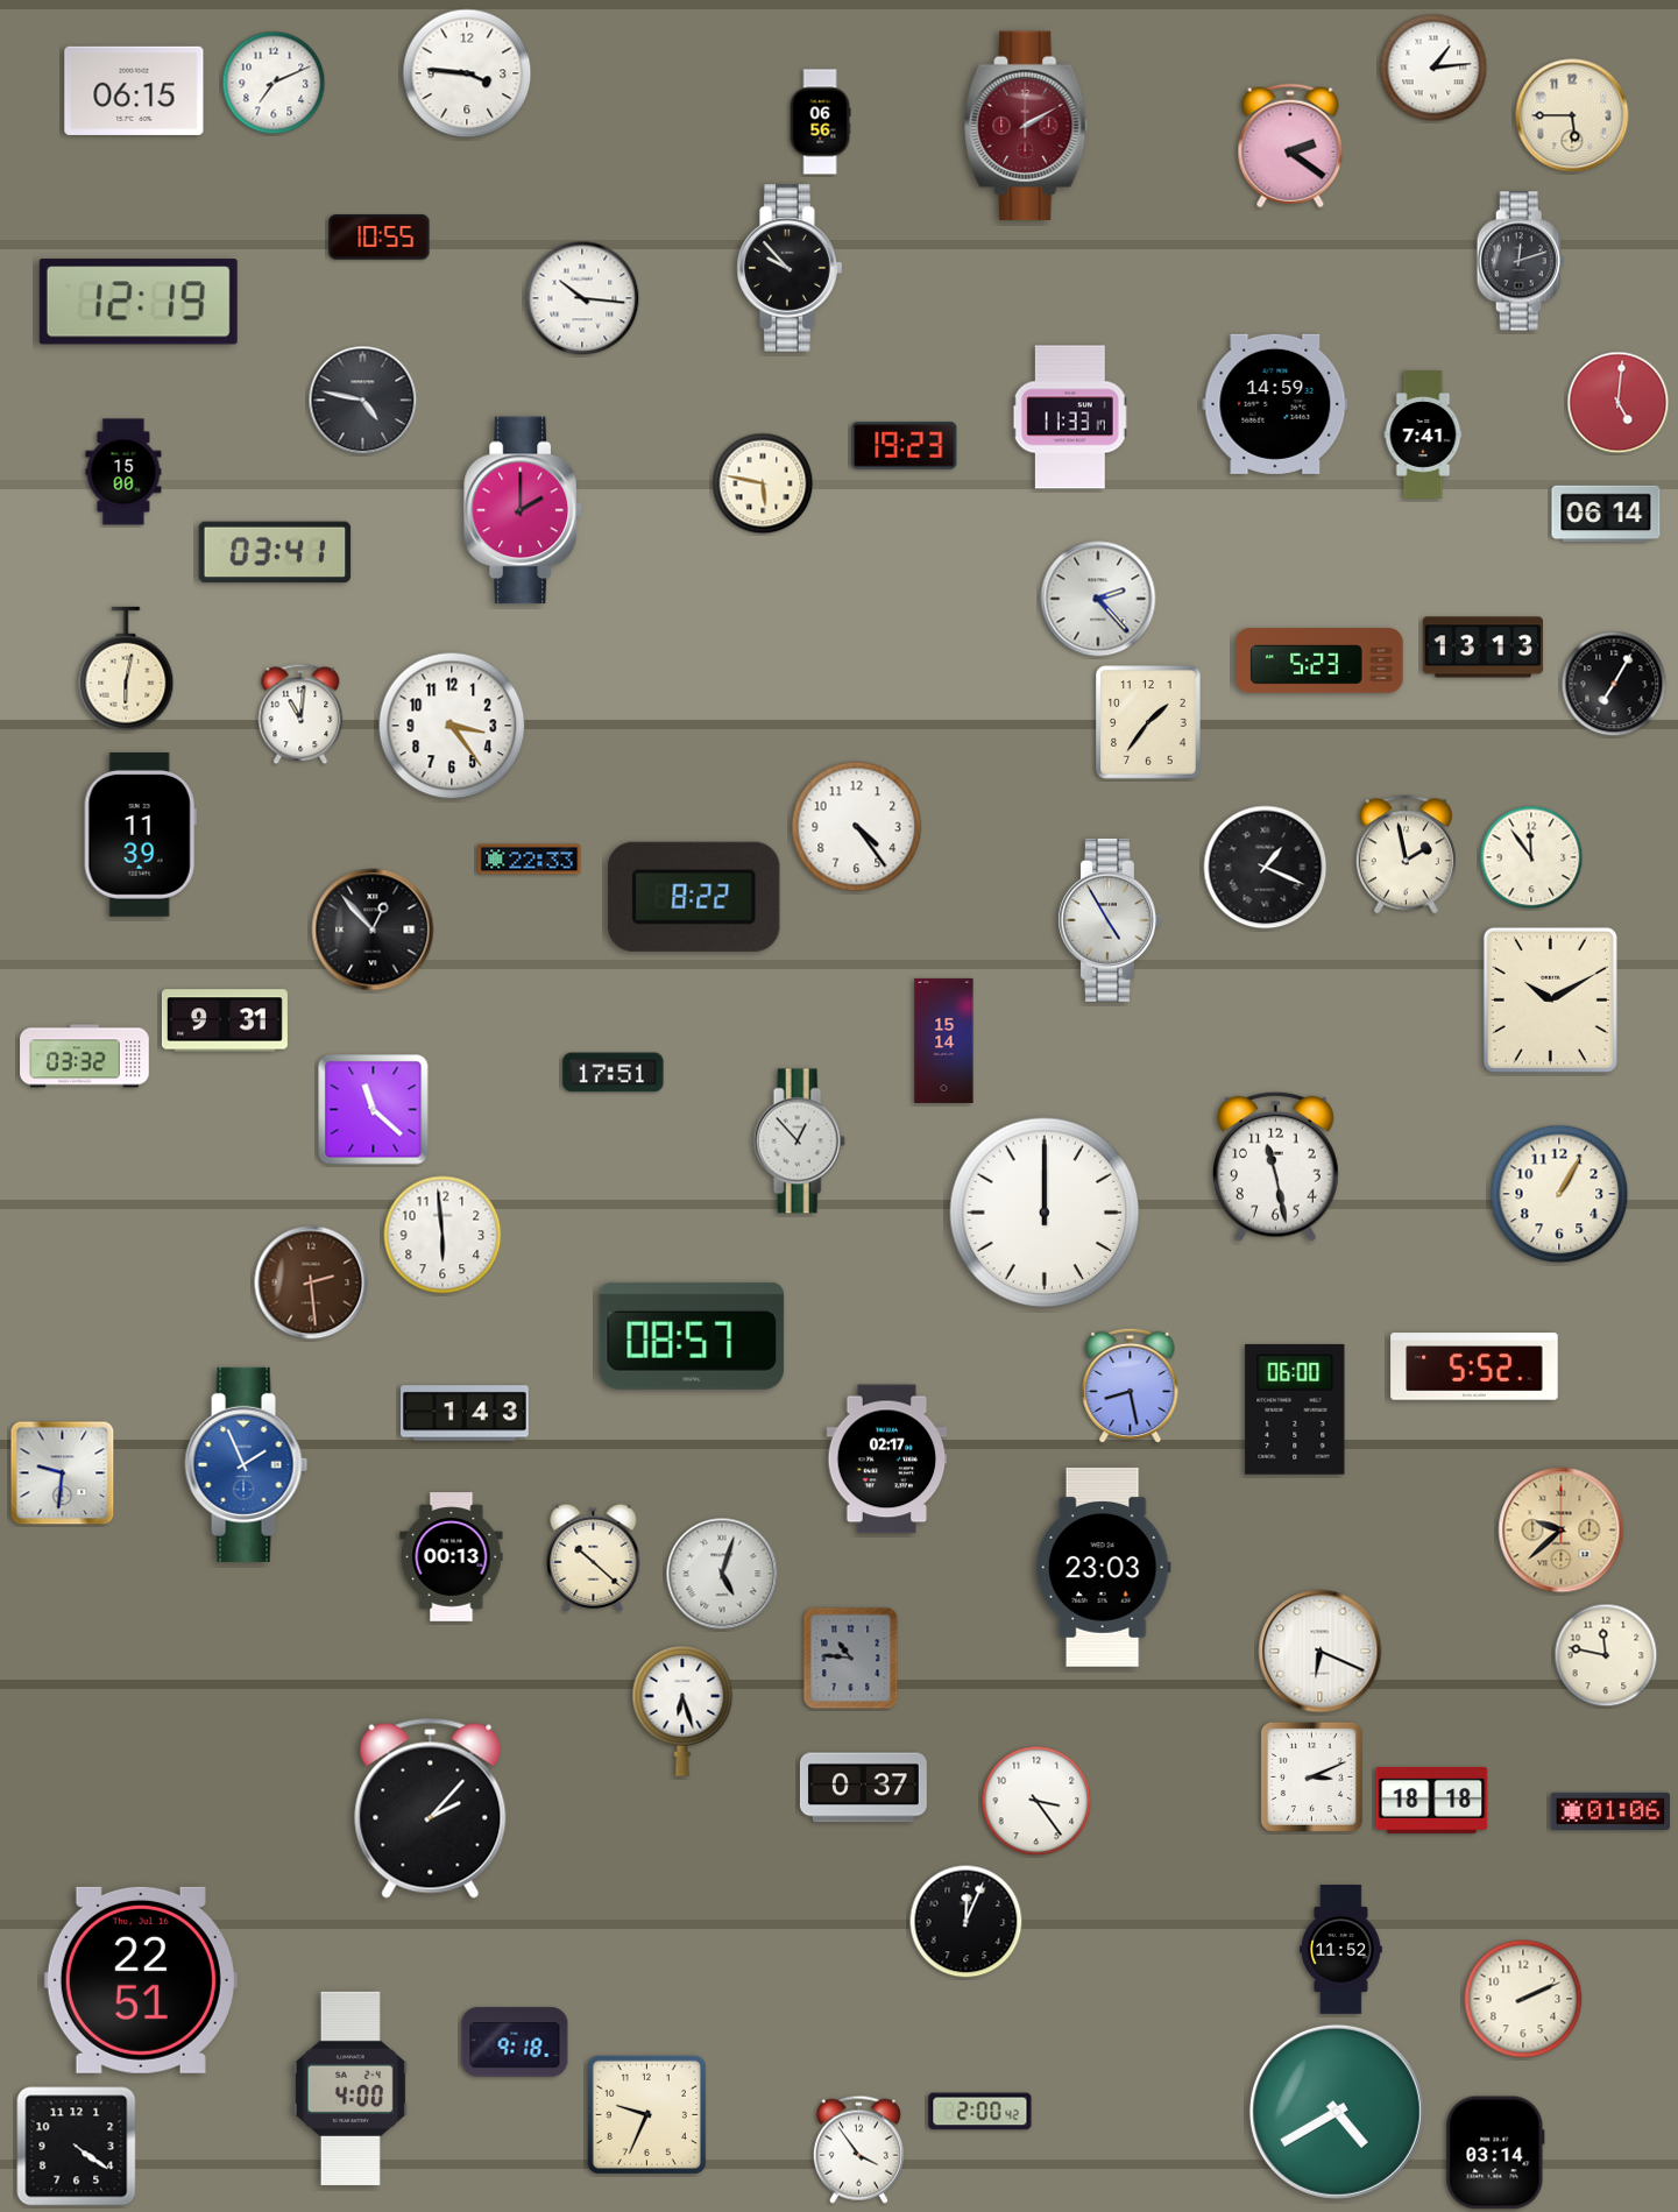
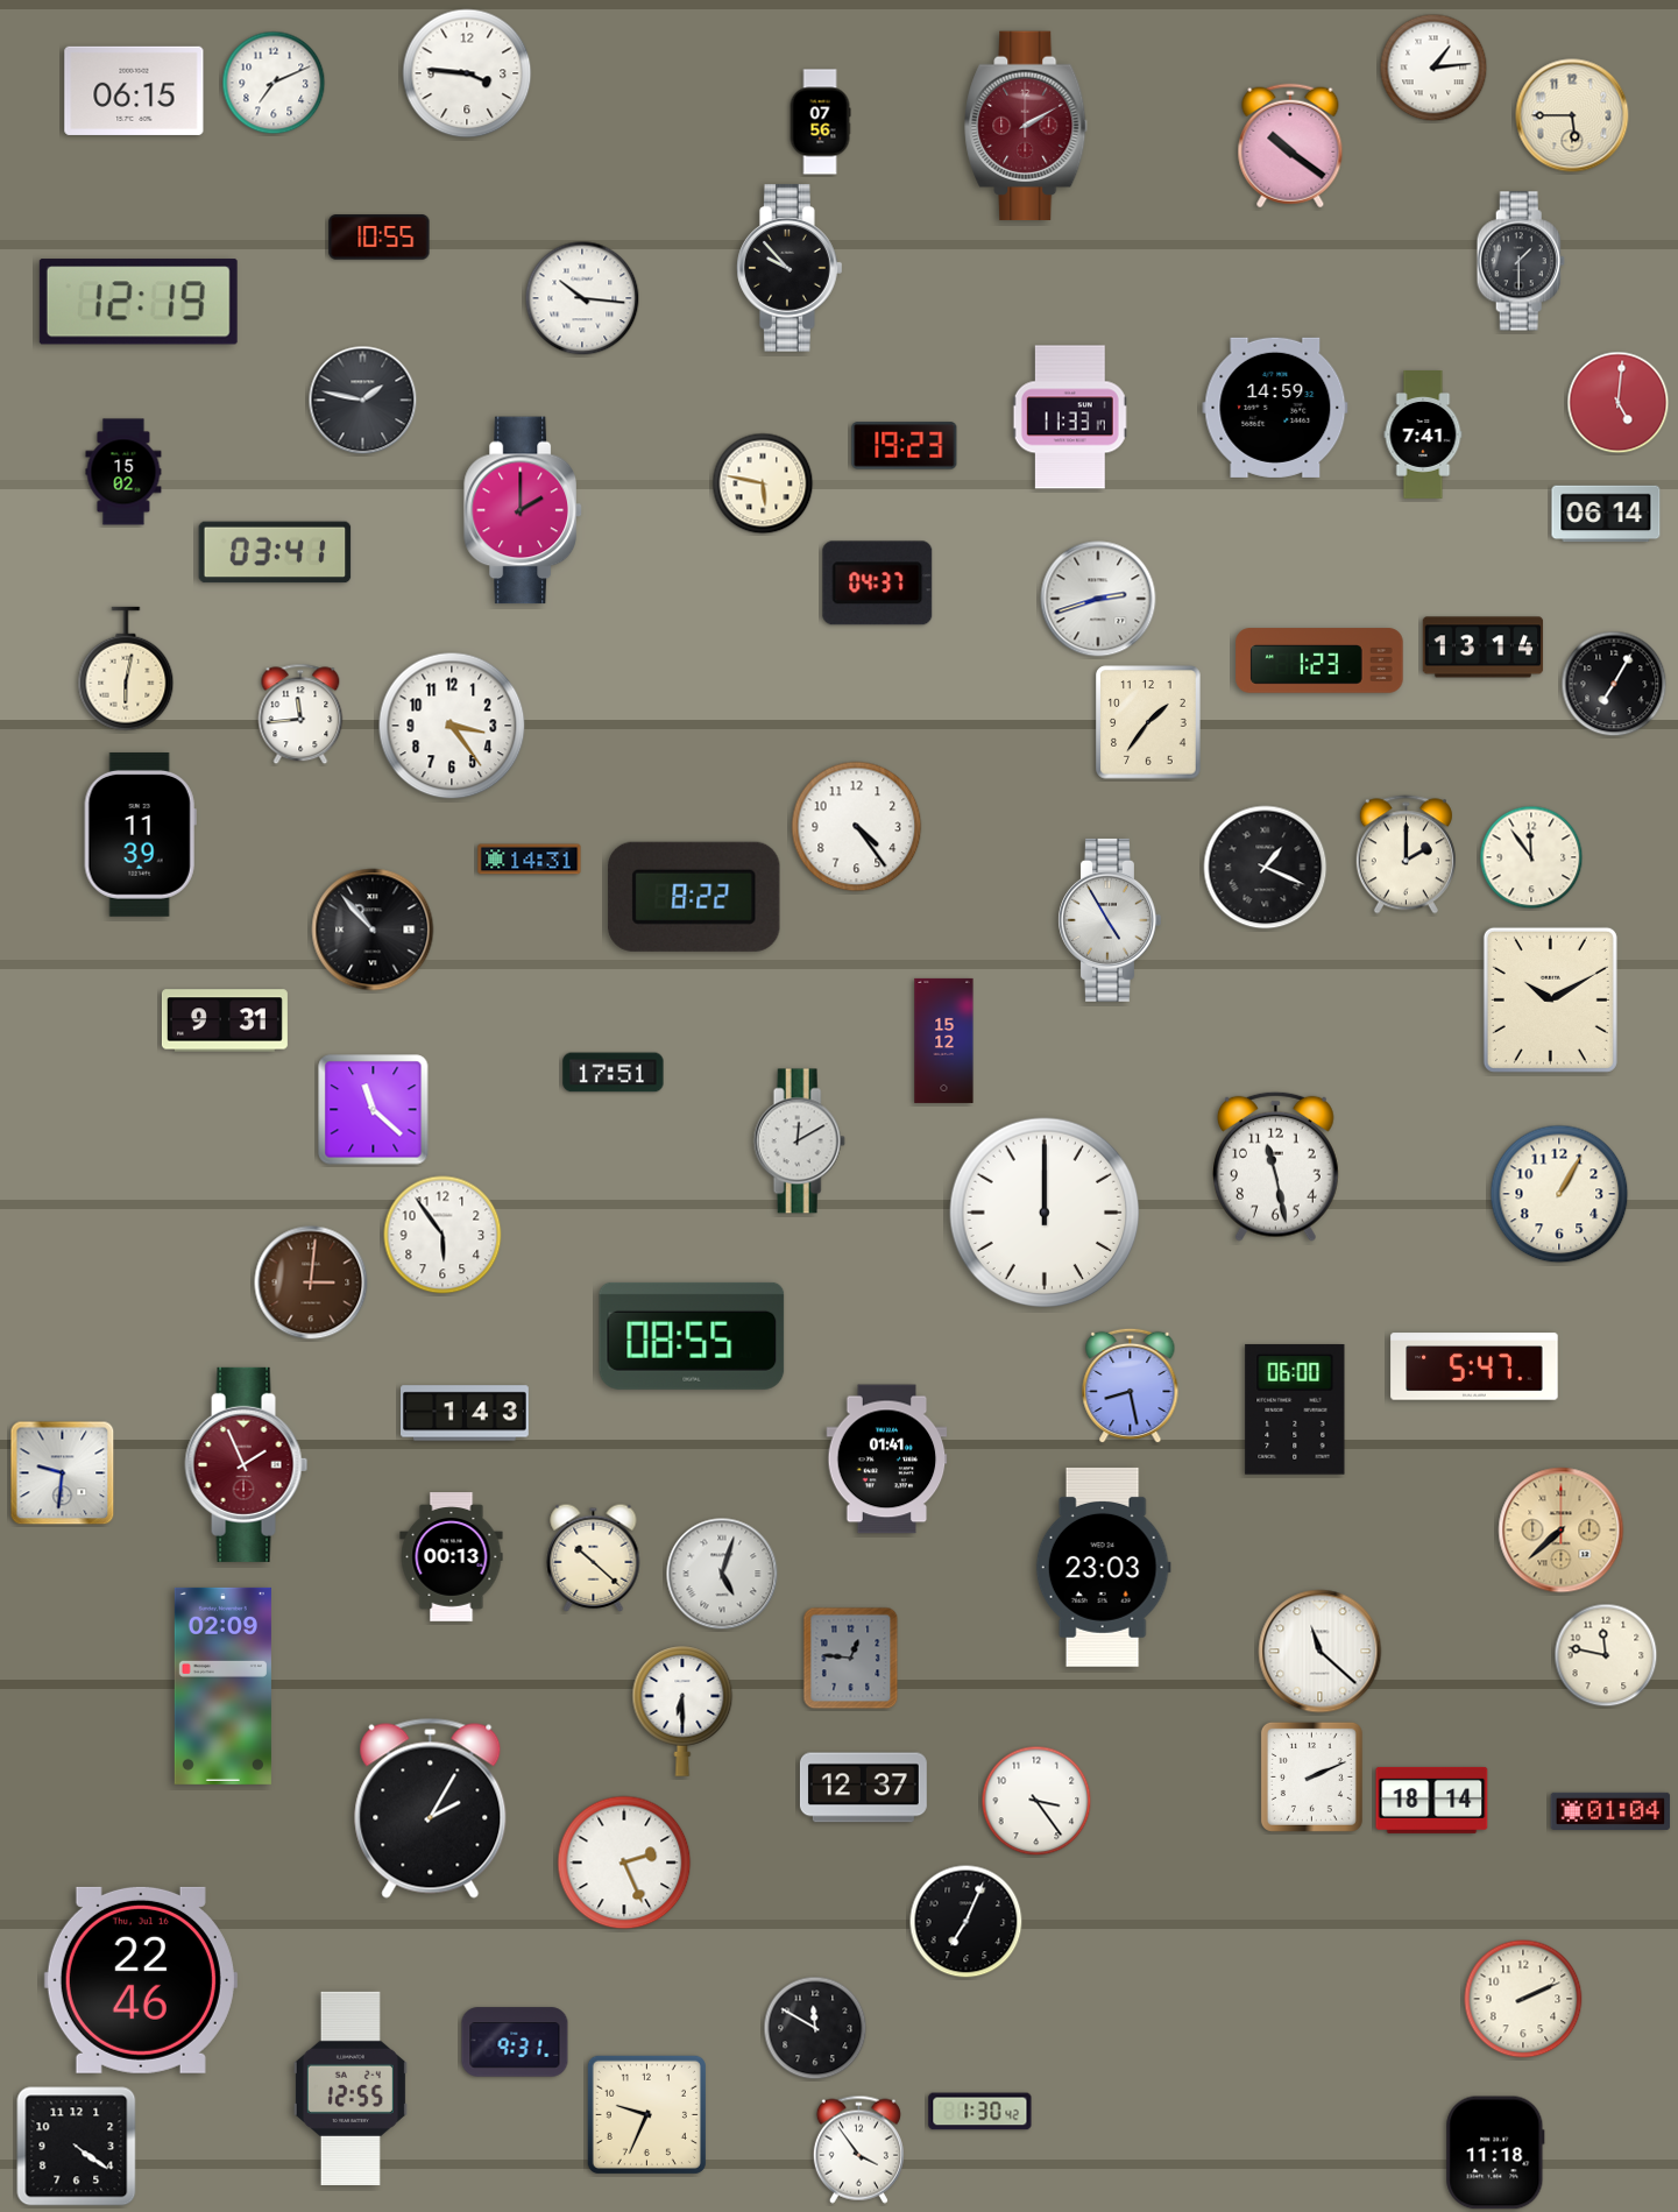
clock at (820, 122): 06:56 -> 07:56
clock at (1290, 146): 2:21 -> 10:21
clock at (1521, 261): 12:12 -> 1:30
clock at (363, 401): 4:47 -> 1:47
clock at (1275, 404) position: (1275, 404) -> (1275, 408)
clock at (123, 472): 15:00 -> 15:02
clock at (878, 584): none -> 04:37
clock at (1098, 599): 2:23 -> 2:42
clock at (1484, 648): 13:13 -> 13:14
clock at (1319, 660): 5:23 -> 1:23
clock at (300, 714): 11:01 -> 11:44
clock at (1406, 855): 1:58 -> 2:00
clock at (530, 860): 22:33 -> 14:31
clock at (373, 930): 12:53 -> 10:53
clock at (944, 1040): 15:14 -> 15:12
clock at (85, 1056): 03:32 -> none
clock at (799, 1142): 12:53 -> 12:10
clock at (442, 1235): 5:59 -> 5:54
clock at (311, 1282): 2:29 -> 3:01
clock at (692, 1336): 08:57 -> 08:55
clock at (1474, 1366): 5:52 -> 5:47
clock at (887, 1460): 02:17 -> 01:41
clock at (247, 1464) dial: blue -> burgundy
clock at (1562, 1531): 9:38 -> 7:38
clock at (1321, 1652): 6:19 -> 11:22
clock at (851, 1659): 10:46 -> 12:46
clock at (222, 1685): none -> 02:09
clock at (682, 1711): 6:27 -> 6:30
clock at (1311, 1776): 3:11 -> 2:11
clock at (863, 1788): 0:37 -> 12:37
clock at (1432, 1800): 18:18 -> 18:14
clock at (431, 1808): 2:07 -> 2:05
clock at (1610, 1811): 01:06 -> 01:04
clock at (624, 1863): none -> 2:26
clock at (967, 1922): 12:04 -> 7:04
clock at (1341, 1950): 11:52 -> none
clock at (141, 1980): 22:51 -> 22:46
clock at (815, 2028): none -> 11:50
clock at (515, 2042): 9:18 -> 9:31
clock at (351, 2089): 4:00 -> 12:55
clock at (980, 2112): 2:00 -> 1:30
clock at (1337, 2112): 4:40 -> none
clock at (1495, 2153): 03:14 -> 11:18
